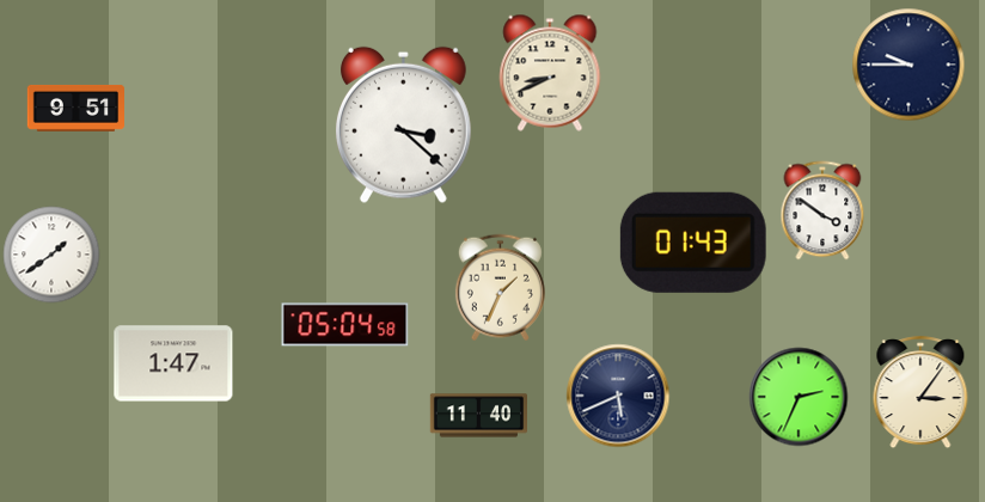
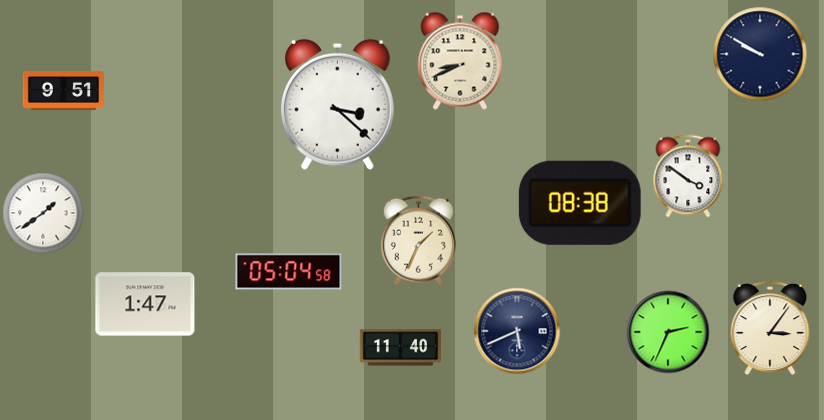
clock at (908, 65): 9:45 -> 9:50
clock at (693, 243): 01:43 -> 08:38
